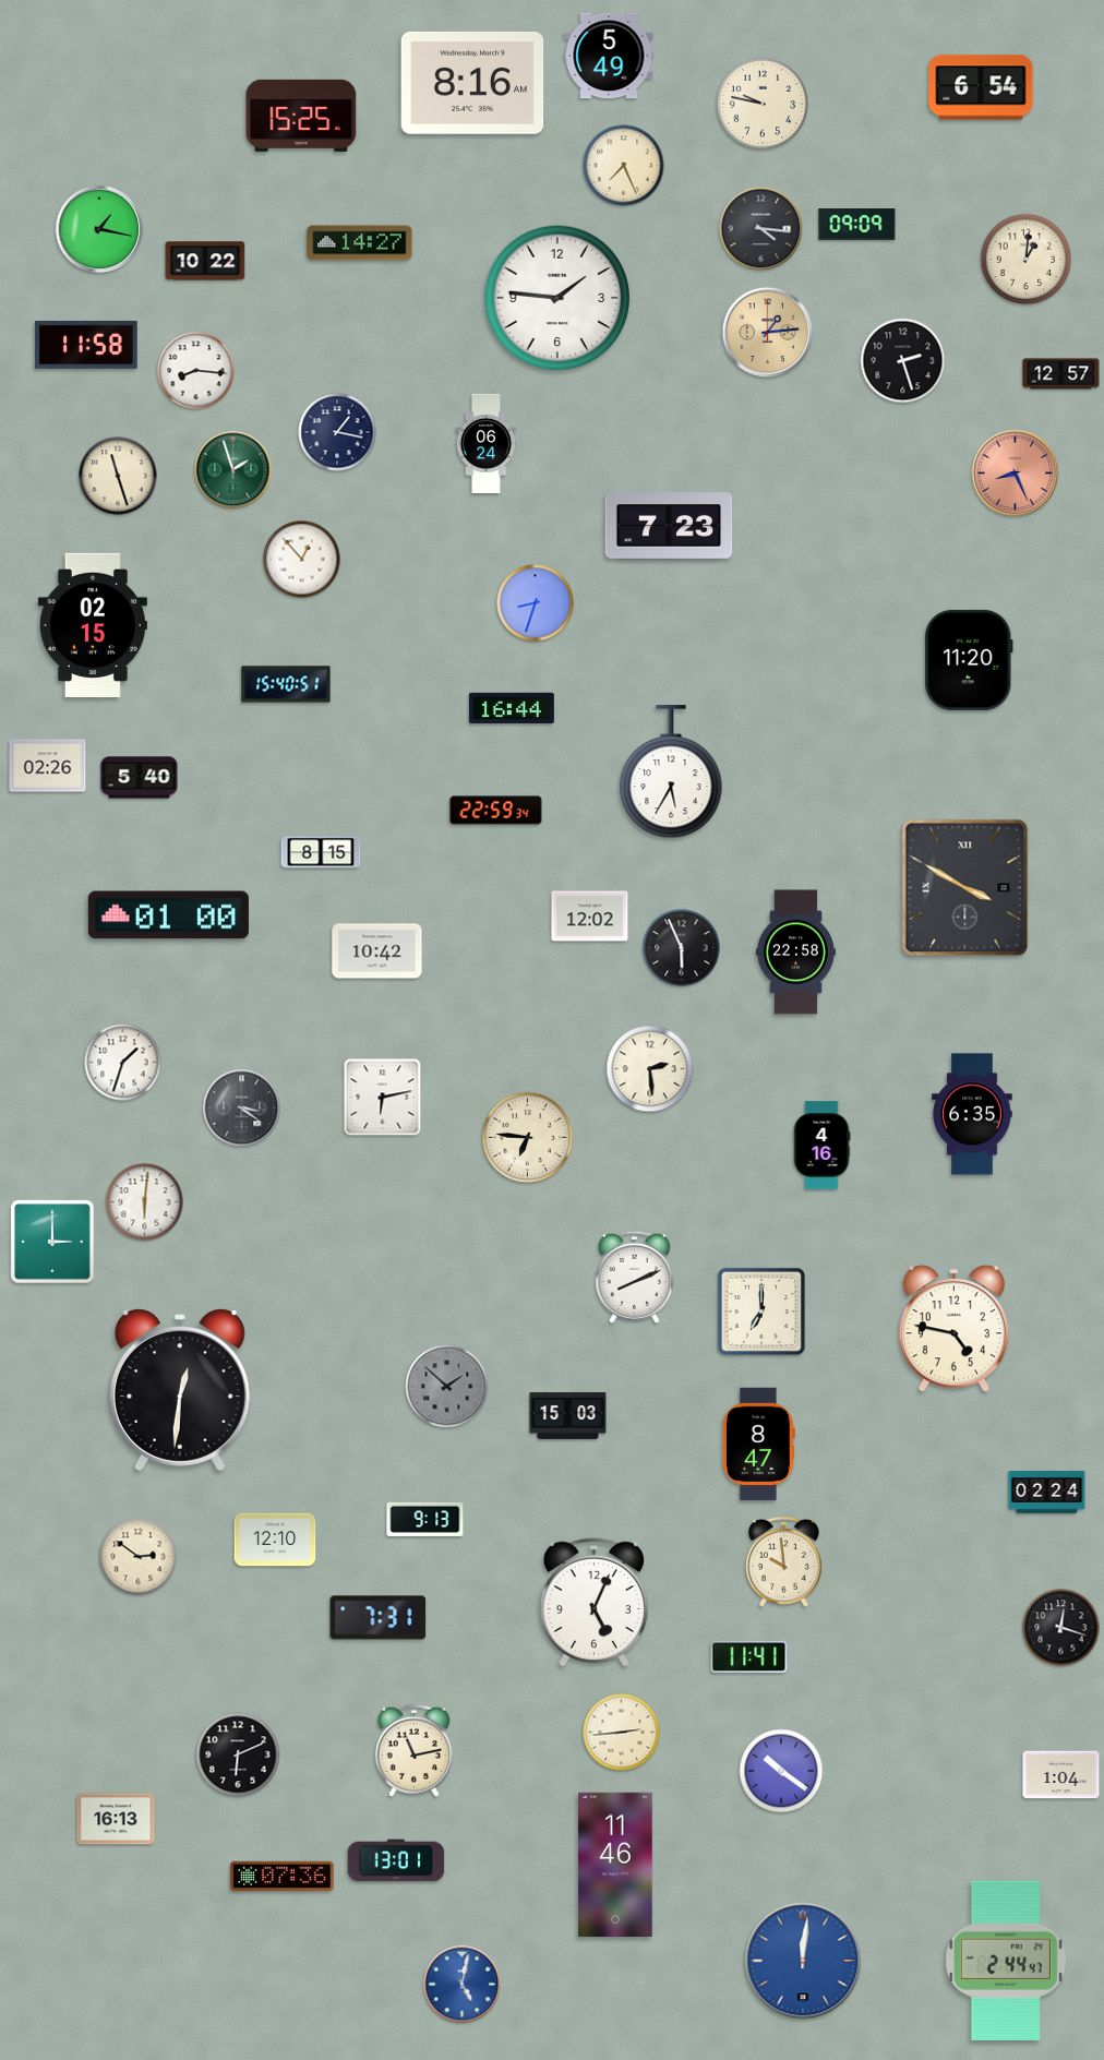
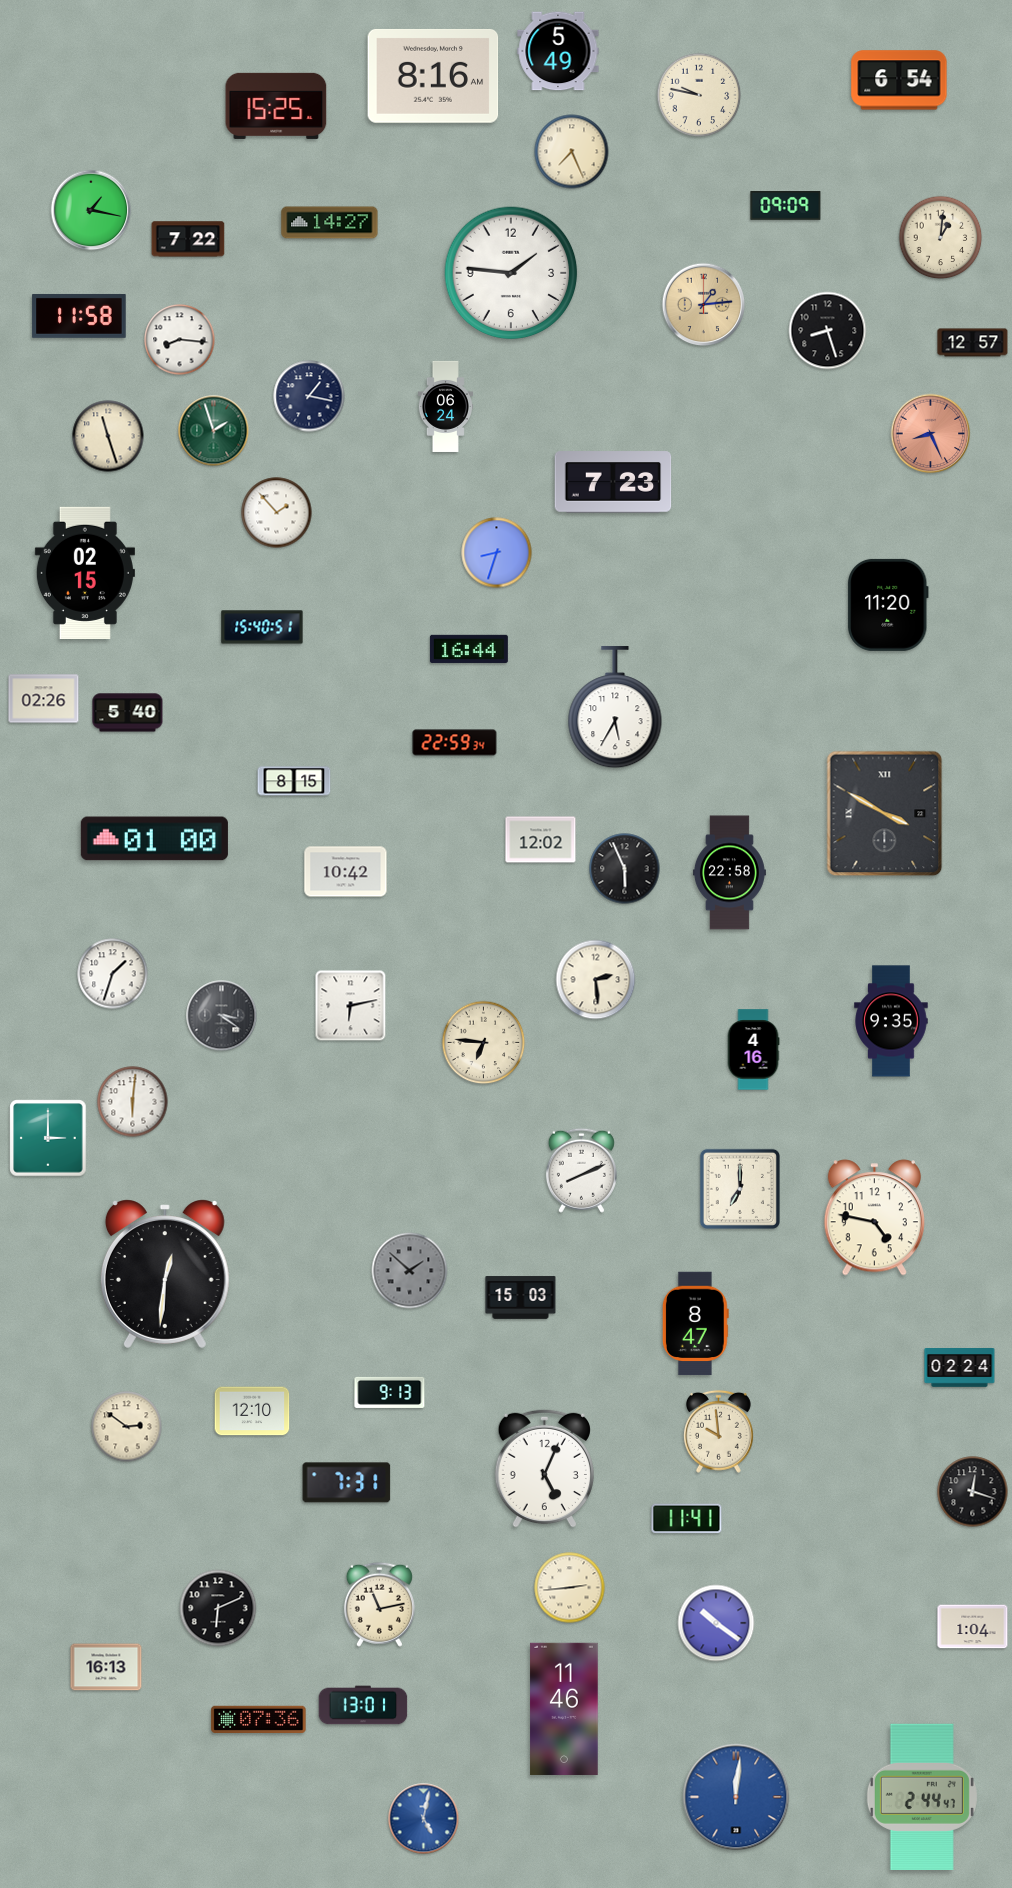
clock at (761, 229): 4:16 -> none
clock at (205, 261): 10:22 -> 7:22
clock at (903, 361): 2:27 -> 8:27
clock at (302, 560): 12:53 -> 1:53
clock at (536, 603) position: (536, 603) -> (497, 553)
clock at (48, 766) position: (48, 766) -> (44, 699)
clock at (972, 1114): 6:35 -> 9:35
clock at (761, 1312) position: (761, 1312) -> (740, 1189)
